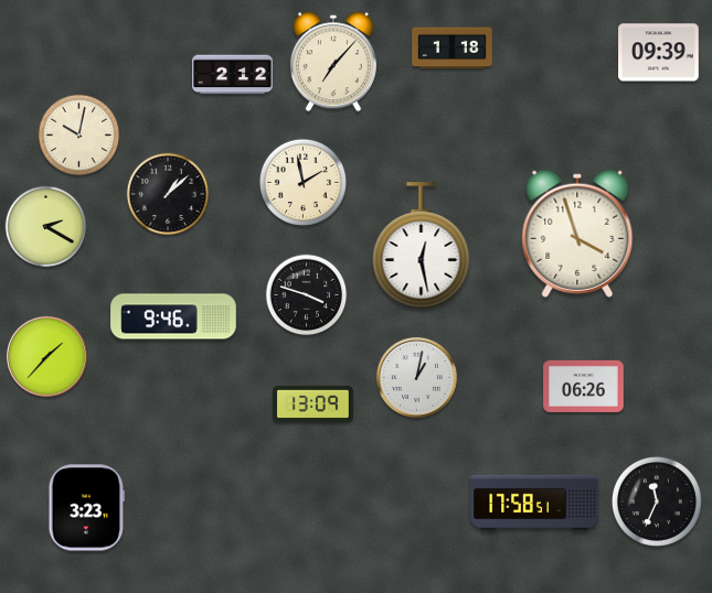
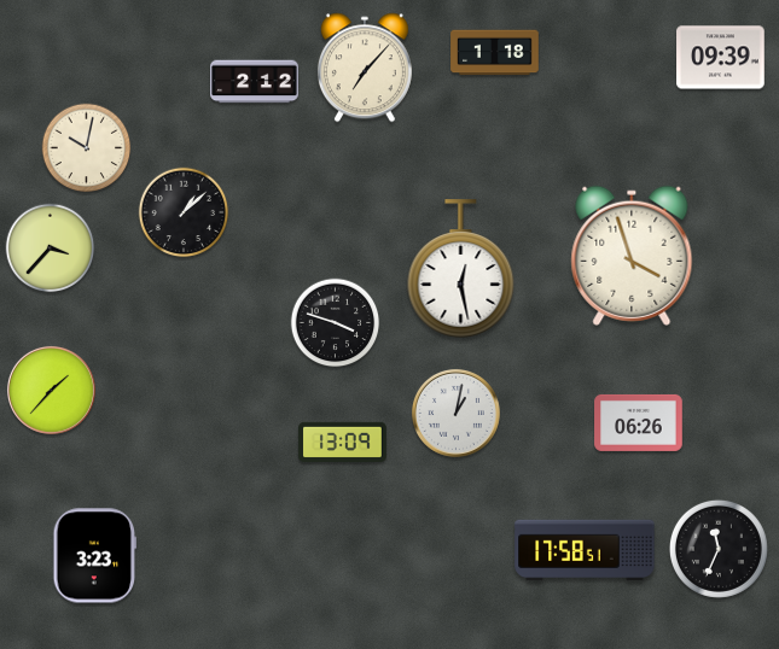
clock at (302, 182): 1:58 -> none
clock at (46, 227): 2:20 -> 3:37
clock at (173, 316): 9:46 -> none
